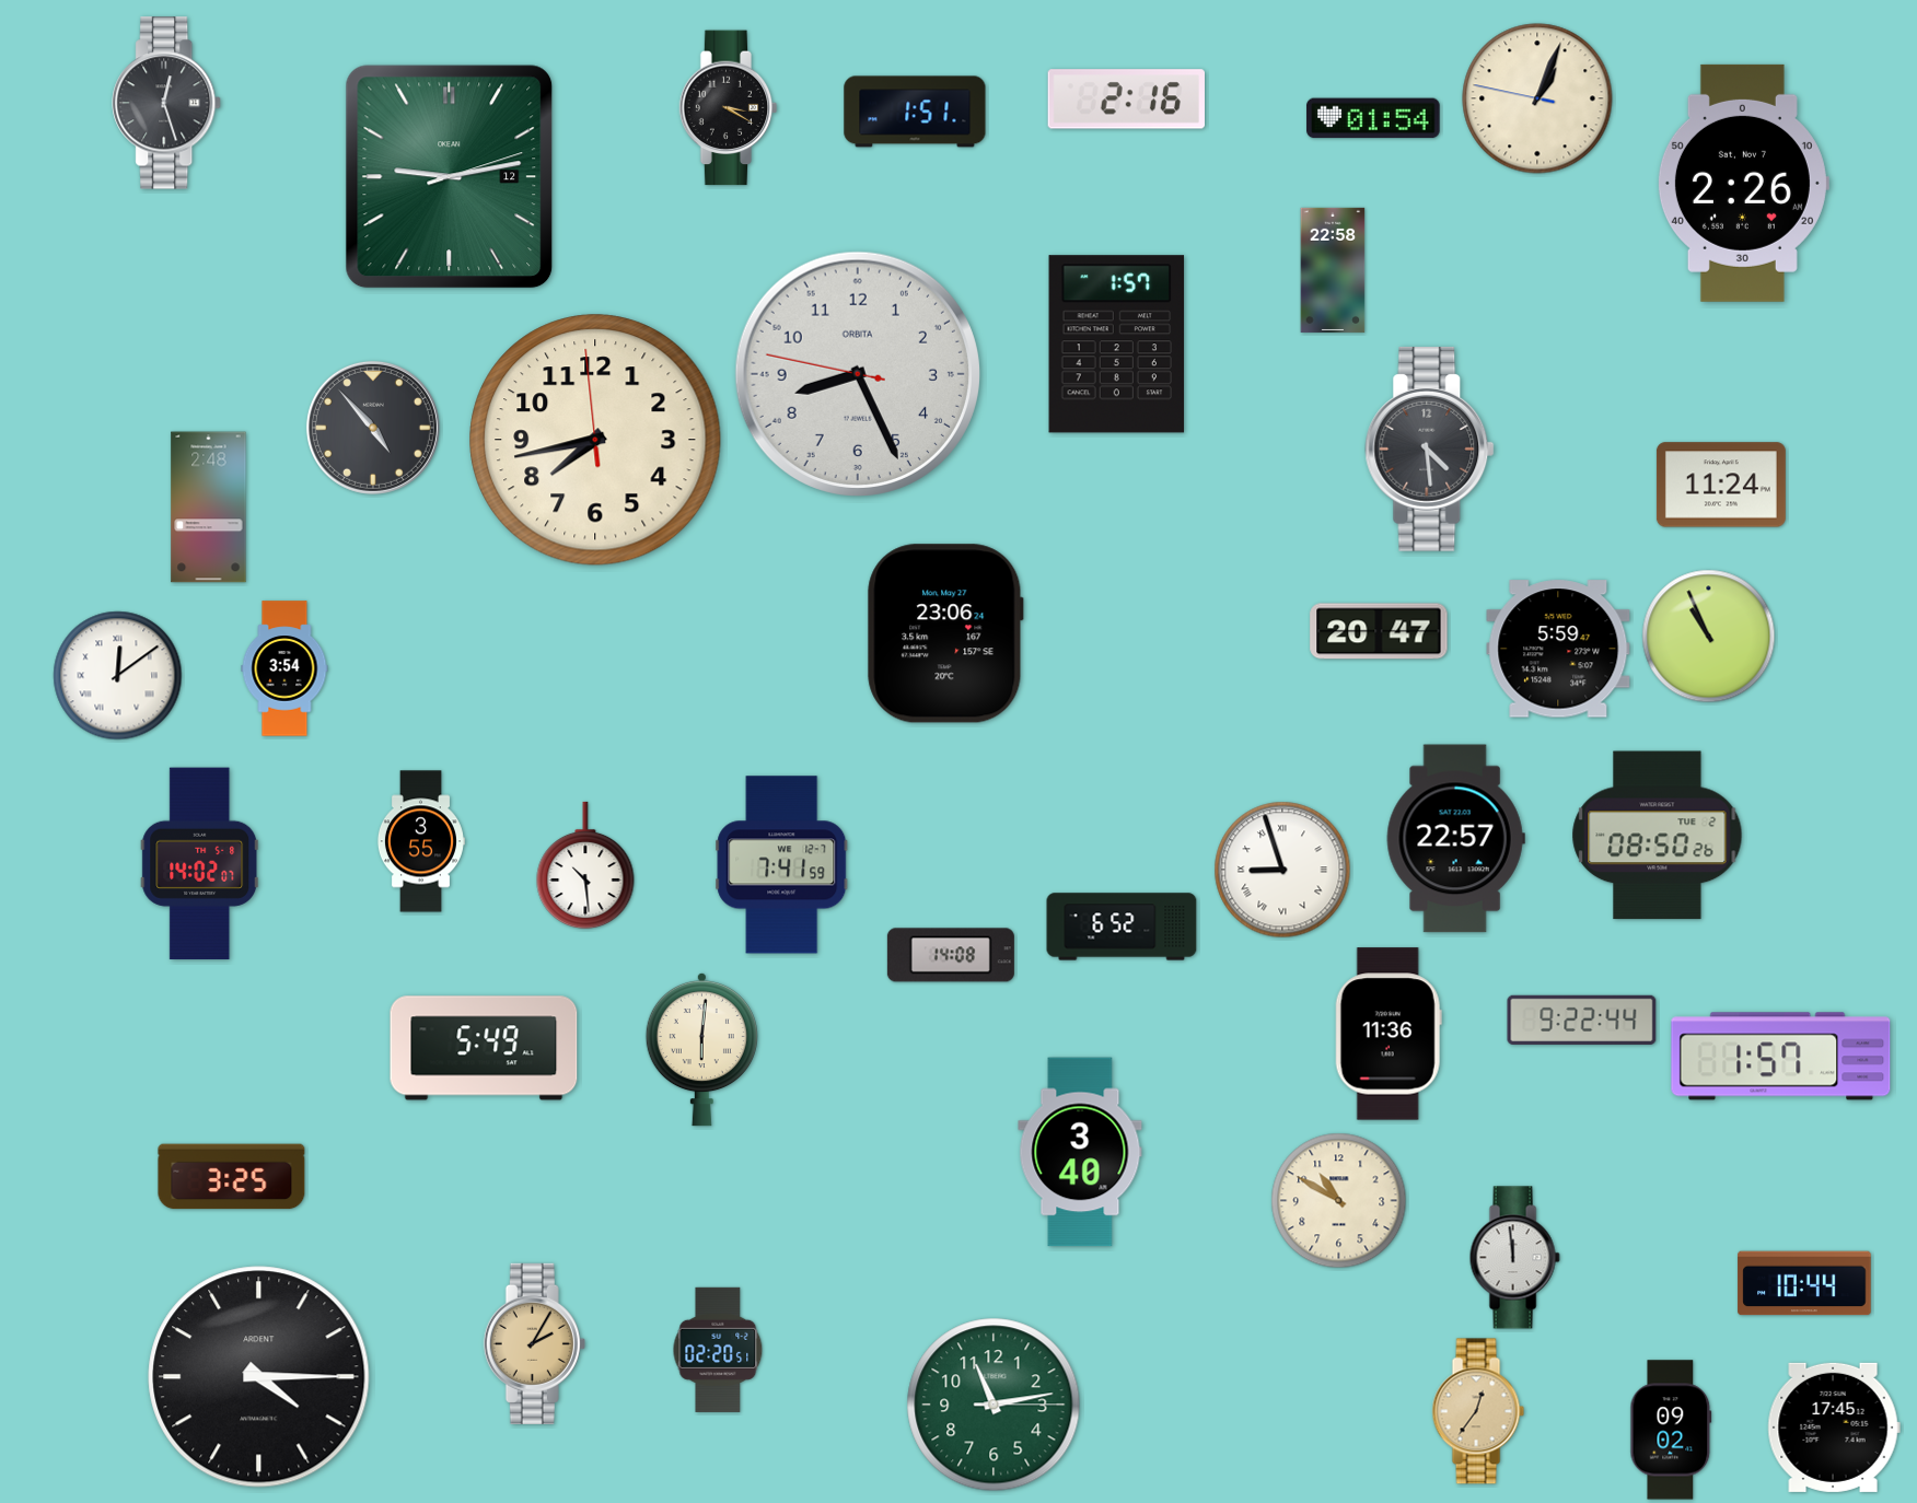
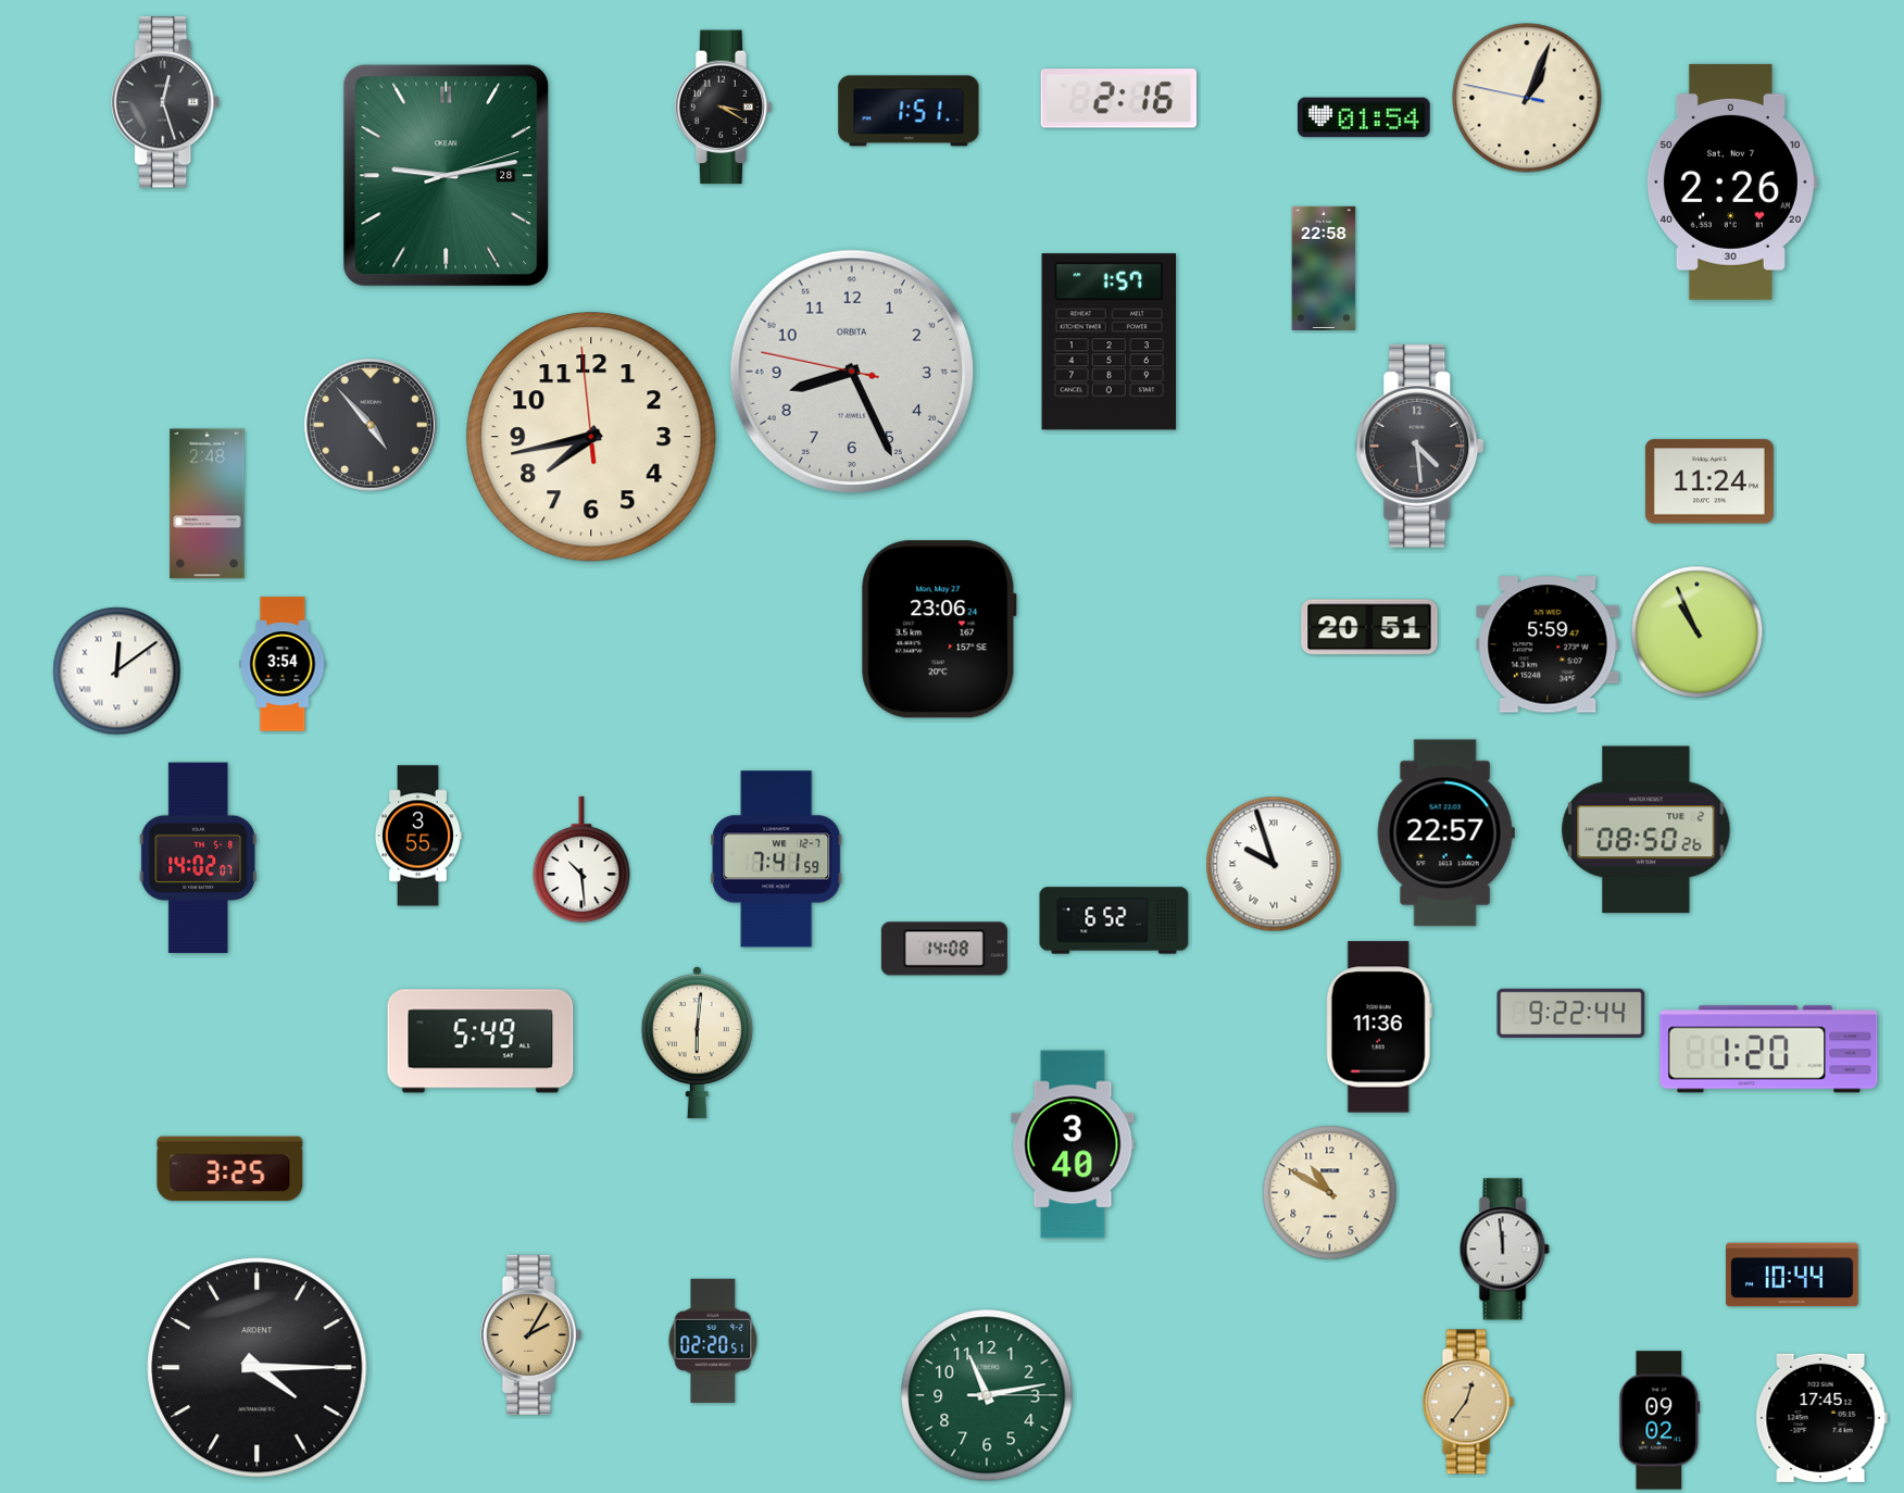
clock at (450, 177) date: 12 -> 28
clock at (1379, 631): 20:47 -> 20:51
clock at (1282, 870): 8:57 -> 9:57
clock at (1781, 1057): 1:57 -> 1:20
